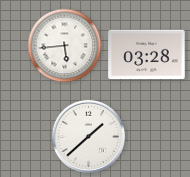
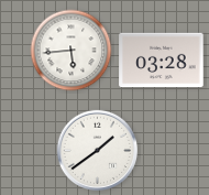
clock at (89, 137): 1:38 -> 1:39
